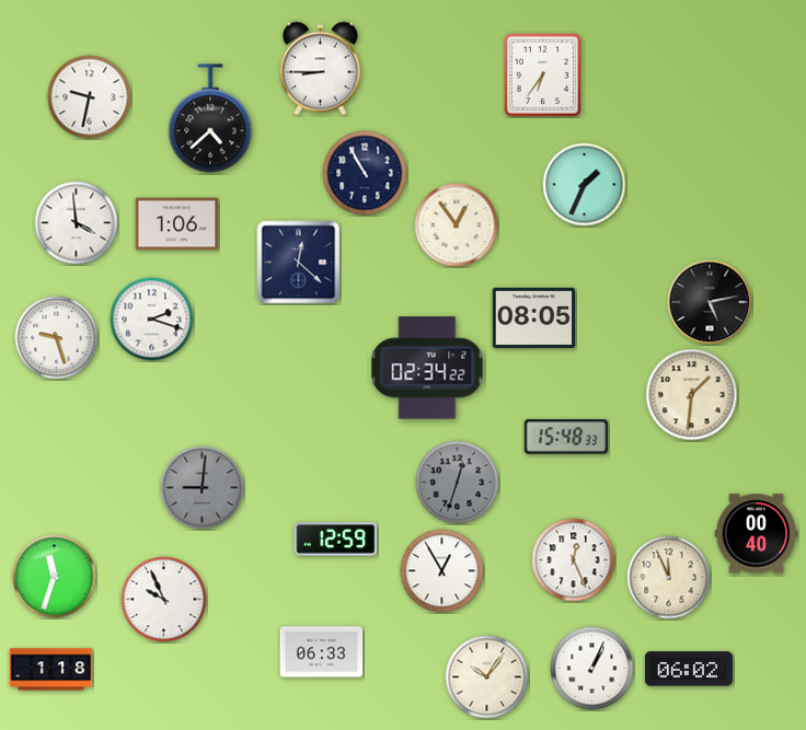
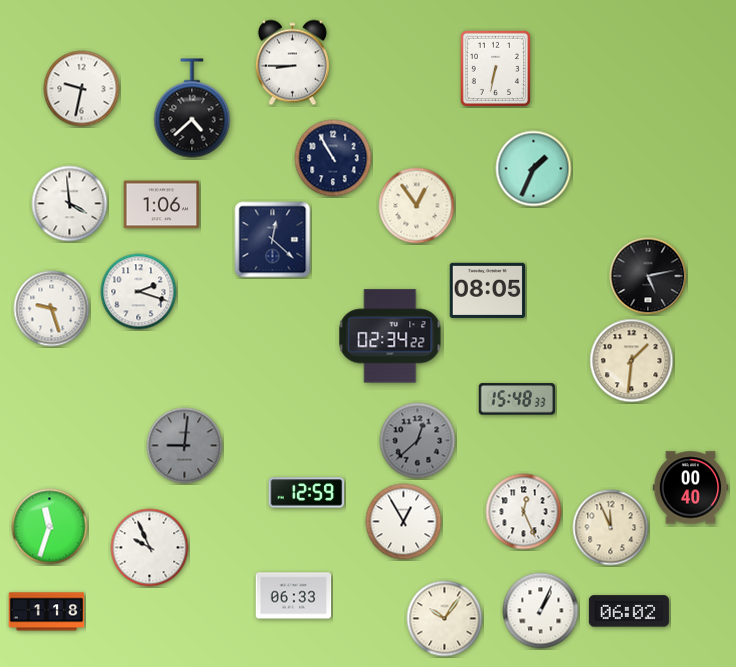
clock at (542, 74): 6:36 -> 6:32
clock at (458, 483): 12:33 -> 12:38
